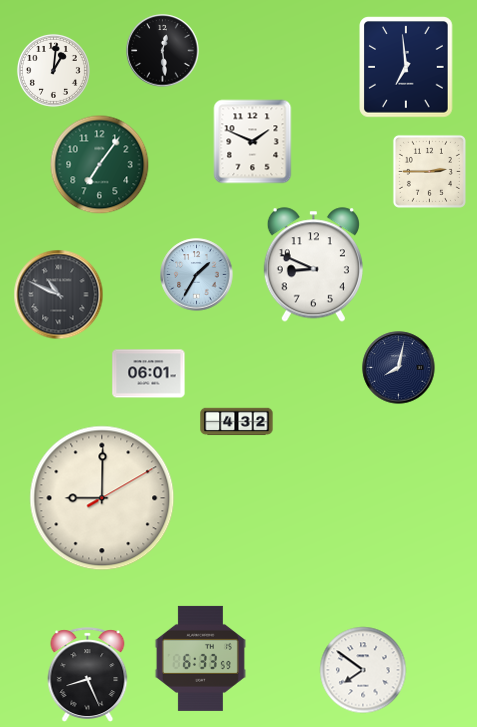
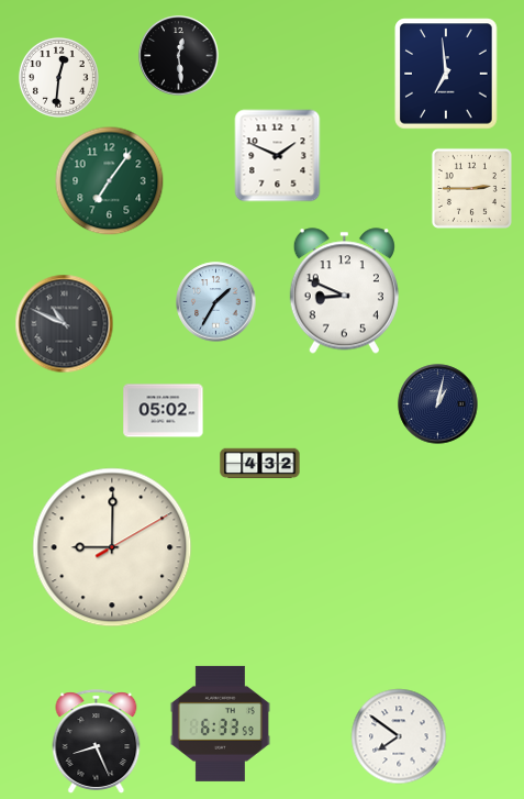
clock at (53, 70): 1:01 -> 12:31
clock at (399, 368): 8:02 -> 1:02
clock at (149, 374): 06:01 -> 05:02
